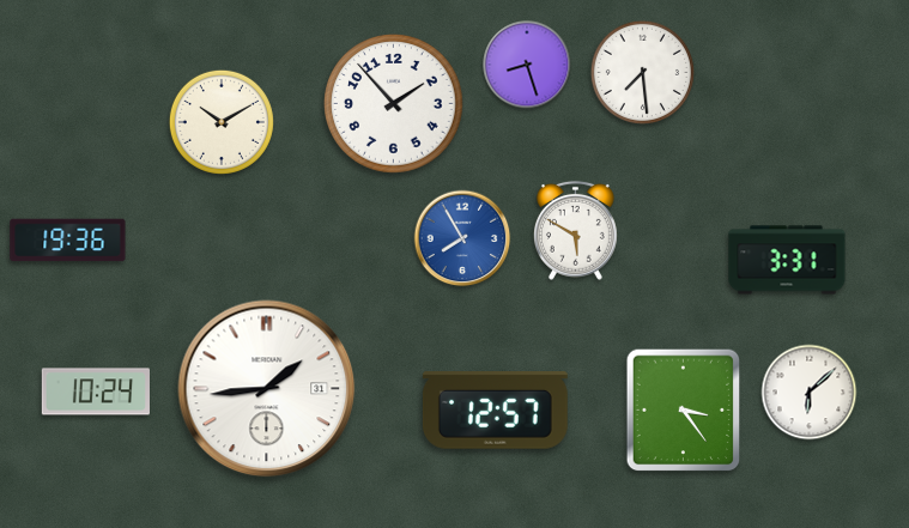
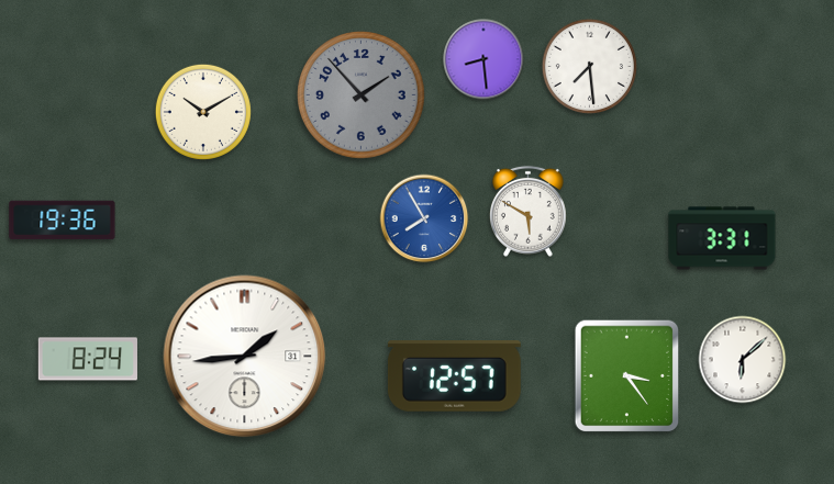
clock at (527, 65): 8:27 -> 8:29
clock at (394, 104) dial: white -> grey
clock at (96, 392): 10:24 -> 8:24
